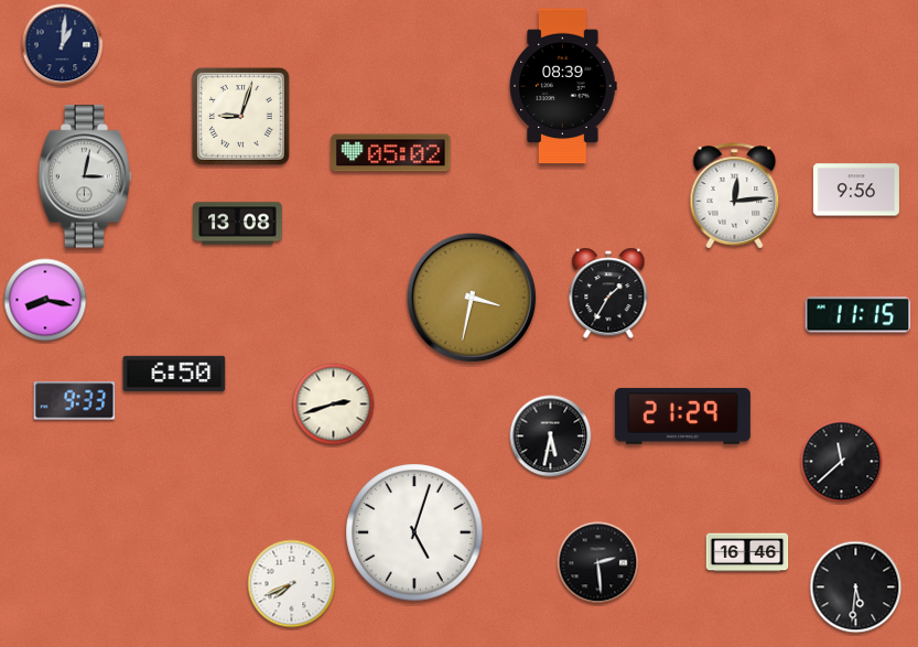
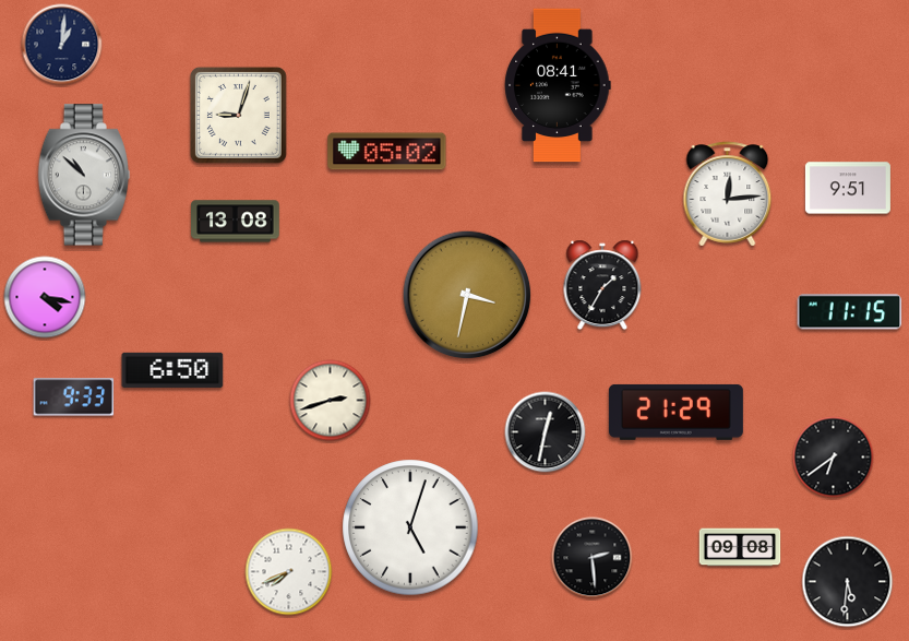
clock at (563, 86): 08:39 -> 08:41
clock at (84, 176): 3:02 -> 10:52
clock at (856, 190): 9:56 -> 9:51
clock at (608, 293) position: (608, 293) -> (602, 285)
clock at (45, 300): 8:17 -> 4:17
clock at (551, 436): 5:32 -> 12:32
clock at (842, 462): 11:38 -> 6:39
clock at (747, 552): 16:46 -> 09:08
clock at (292, 584) position: (292, 584) -> (289, 572)
